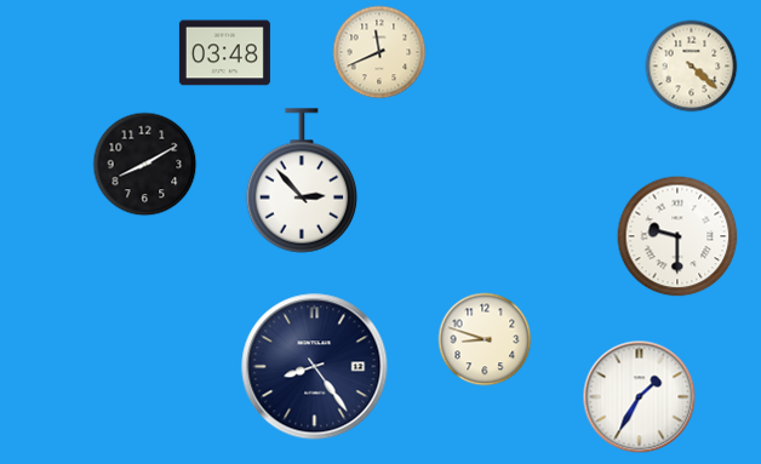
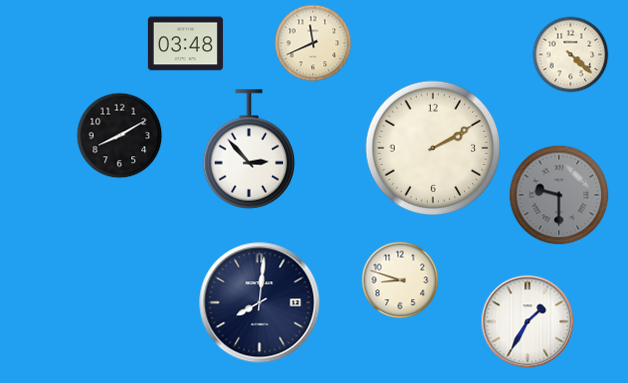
clock at (433, 148): none -> 2:10
clock at (677, 236) dial: white -> grey
clock at (315, 367): 8:24 -> 8:01
clock at (640, 397) position: (640, 397) -> (528, 322)
